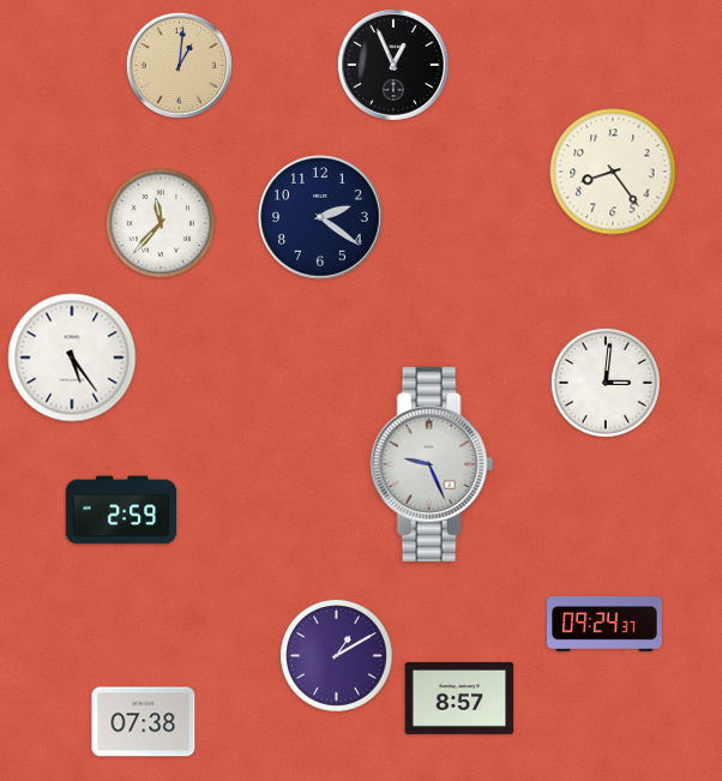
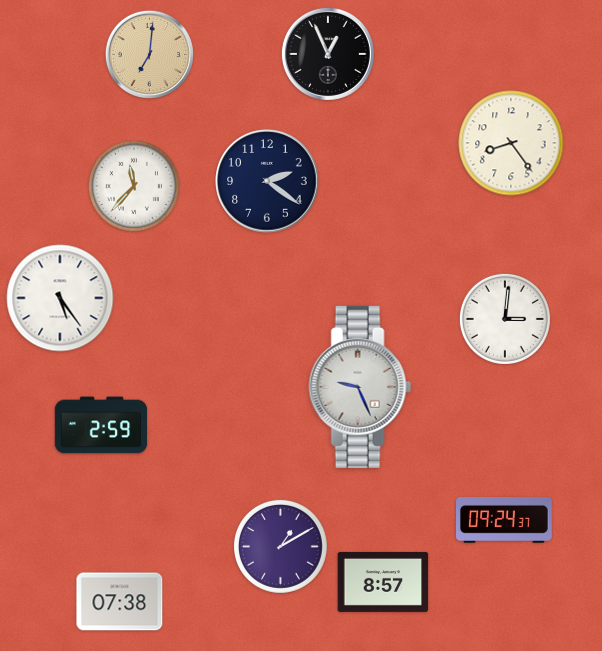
clock at (179, 65): 1:01 -> 7:01
